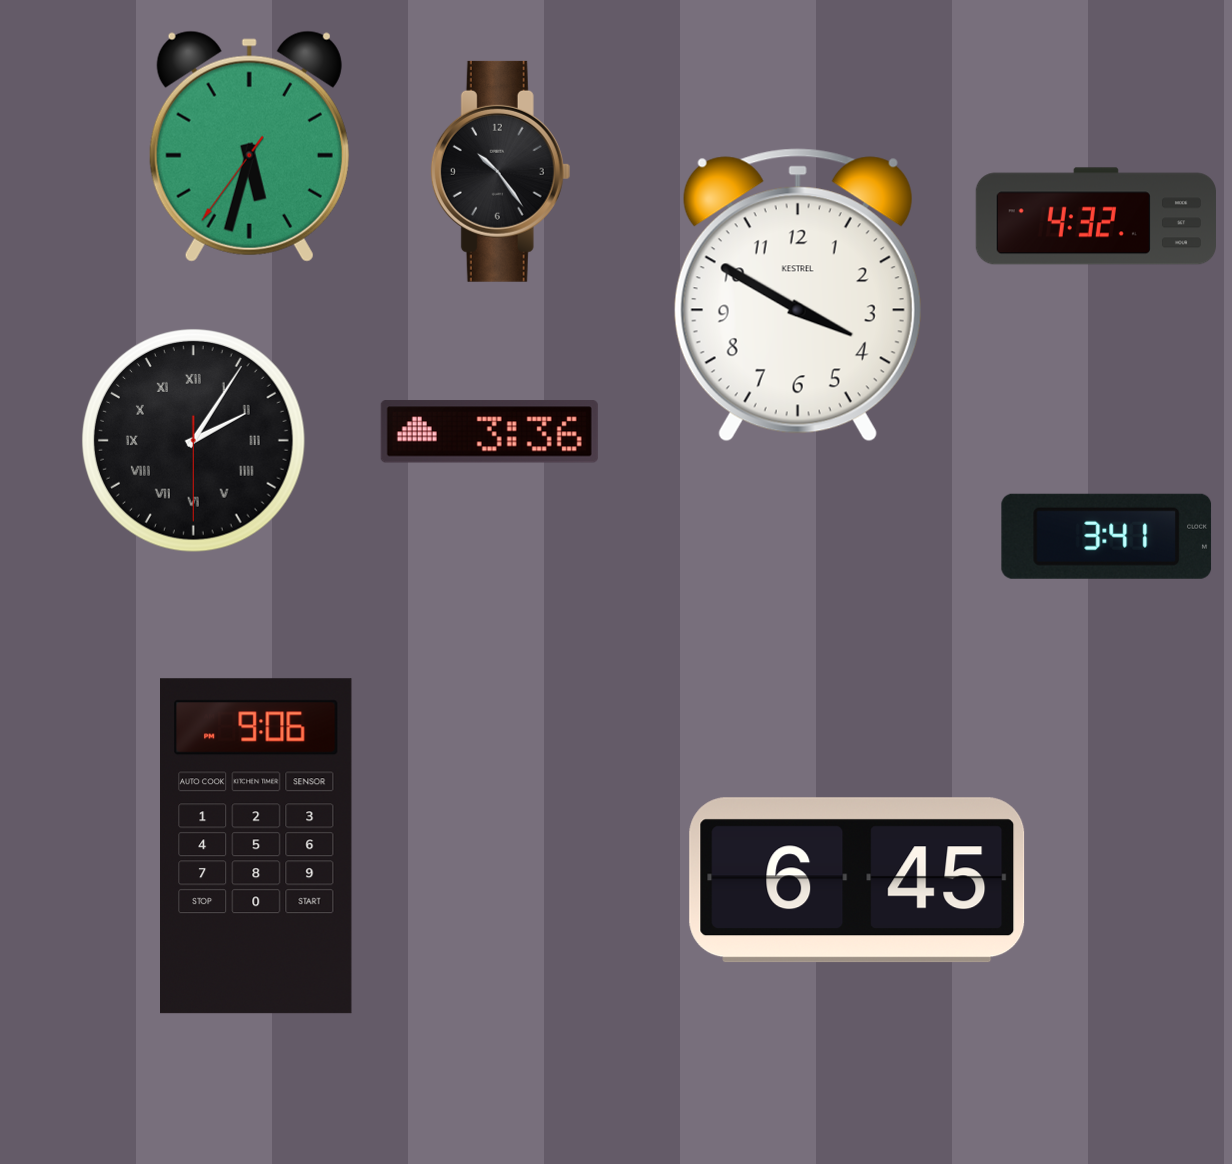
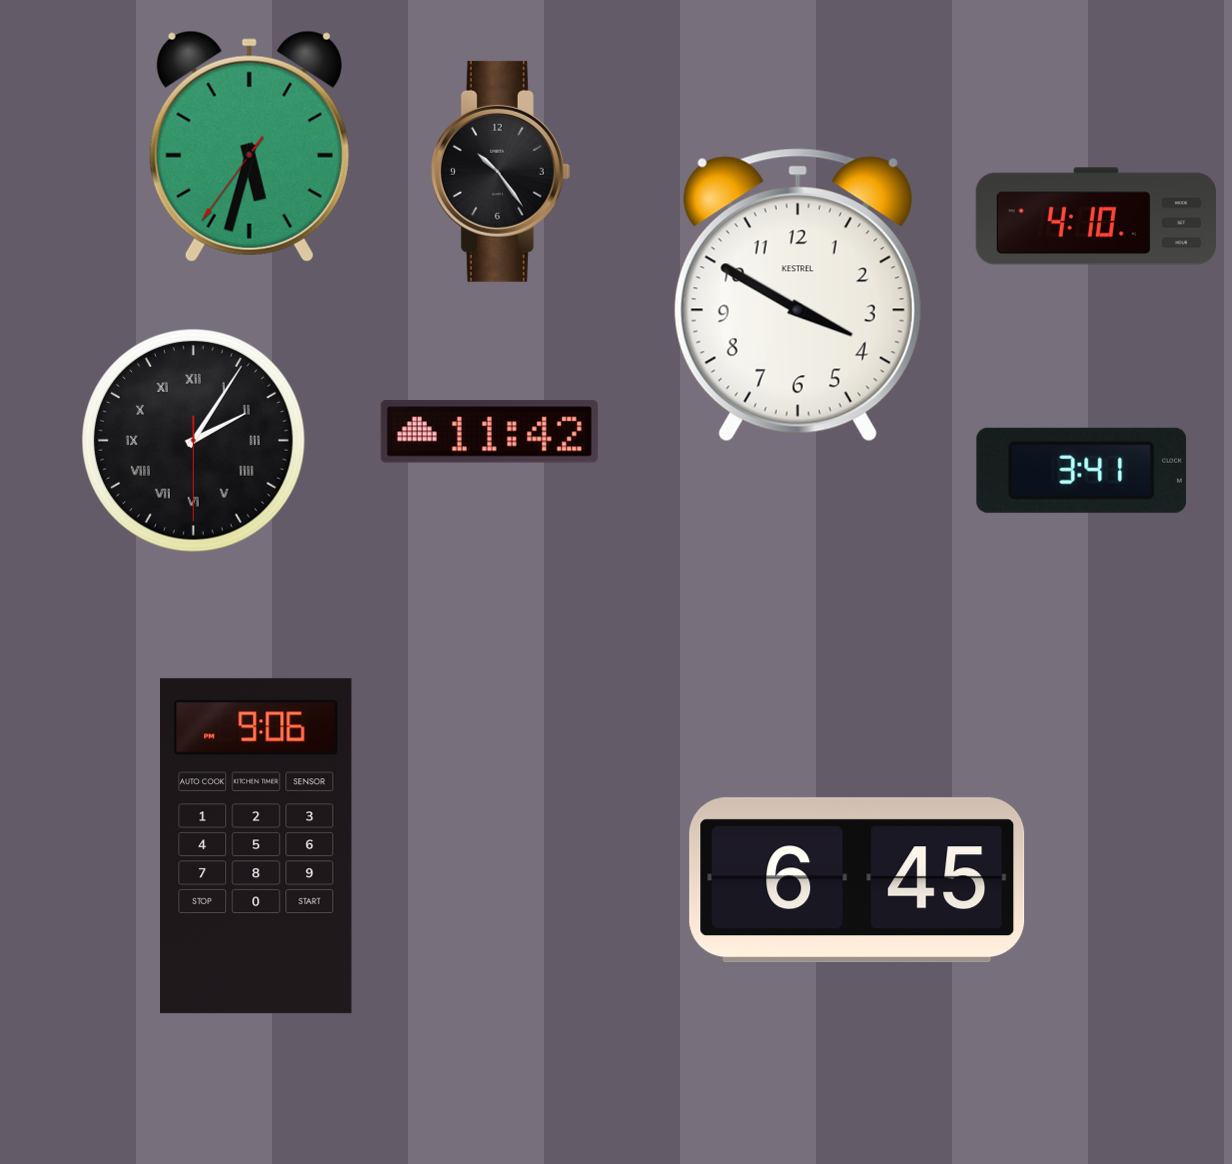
clock at (1095, 216): 4:32 -> 4:10
clock at (489, 432): 3:36 -> 11:42
clock at (1107, 536) position: (1107, 536) -> (1082, 470)
